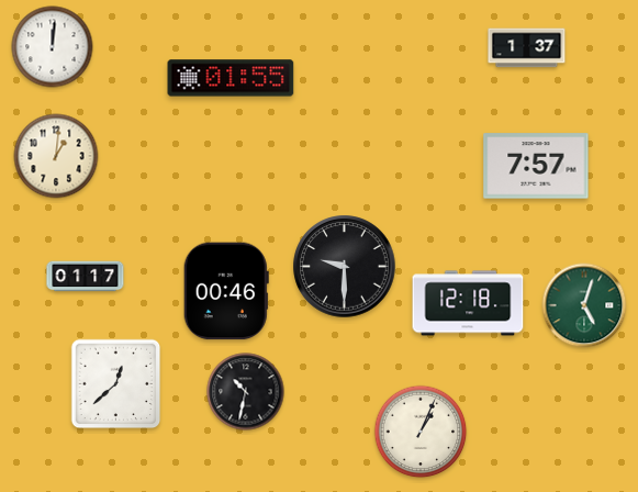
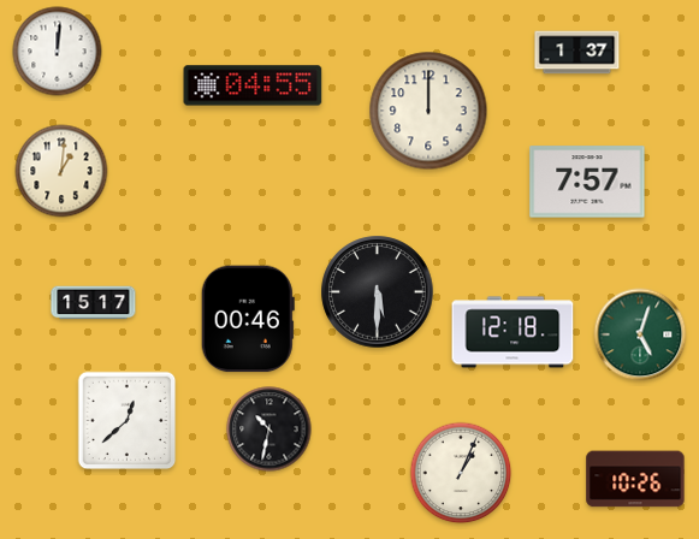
clock at (231, 78): 01:55 -> 04:55
clock at (428, 111): none -> 12:00
clock at (345, 267): 9:30 -> 5:30
clock at (86, 277): 01:17 -> 15:17
clock at (635, 479): none -> 10:26
